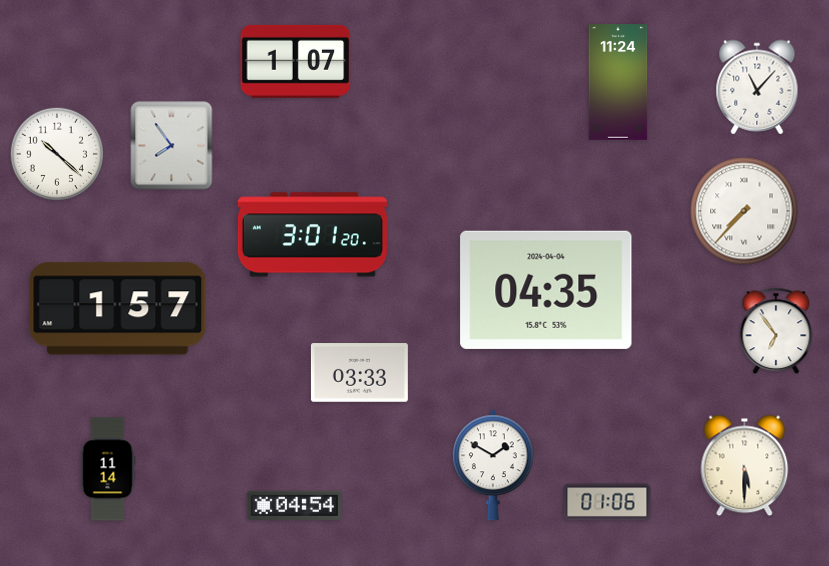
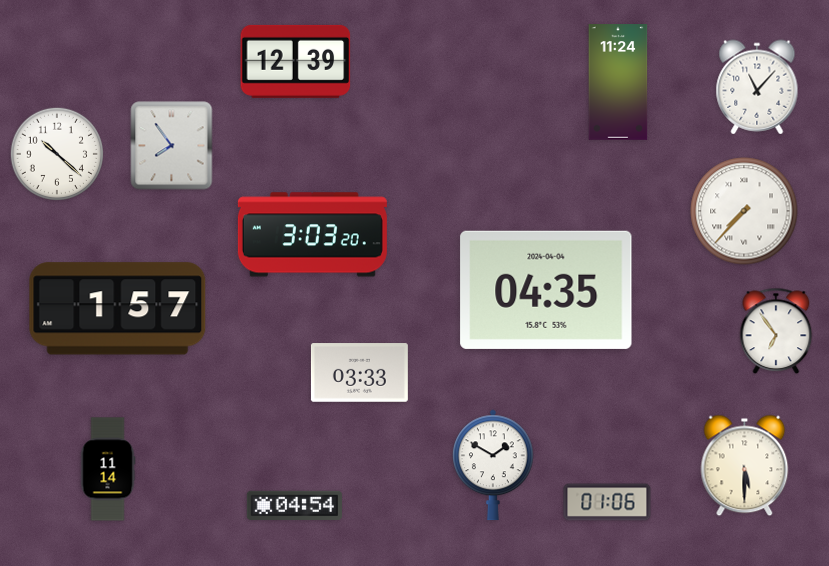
clock at (296, 61): 1:07 -> 12:39
clock at (312, 235): 3:01 -> 3:03
